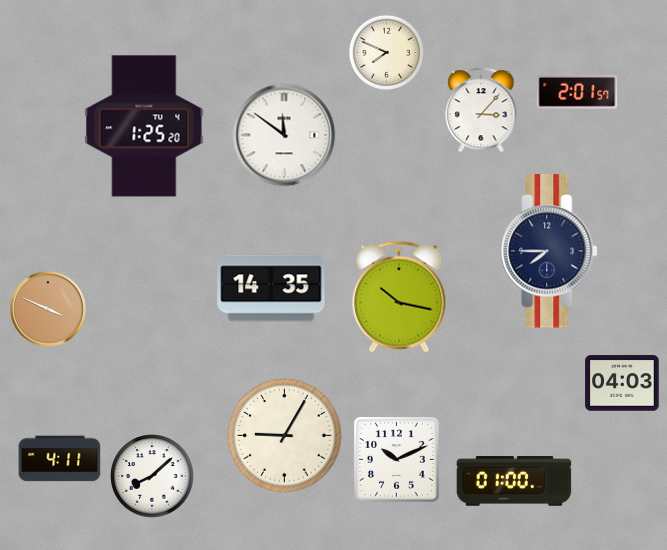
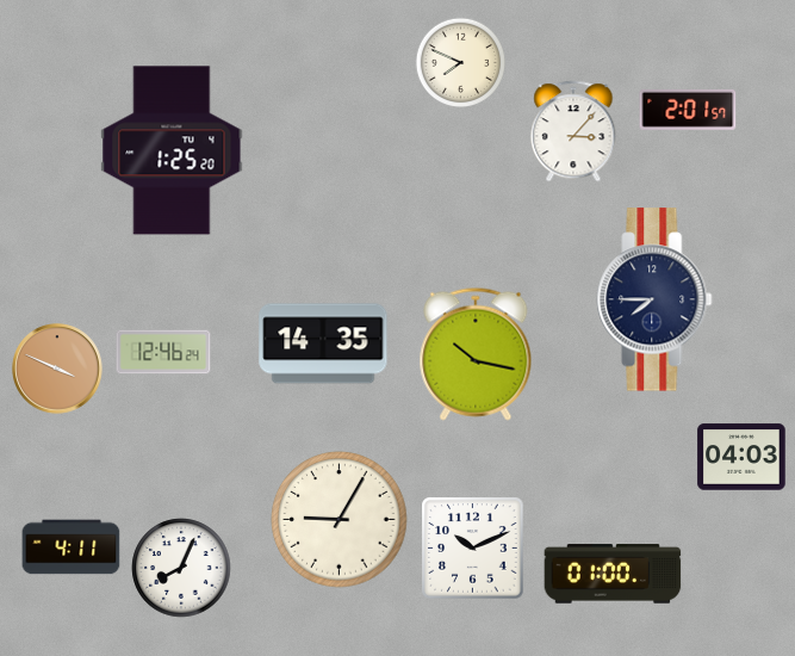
clock at (284, 135): 11:51 -> none
clock at (163, 352): none -> 12:46
clock at (152, 476): 8:08 -> 8:04
